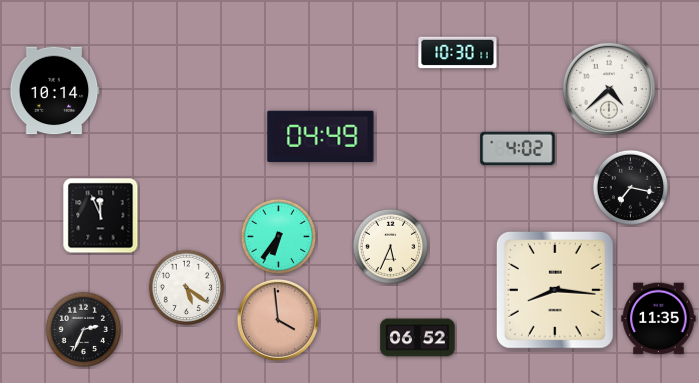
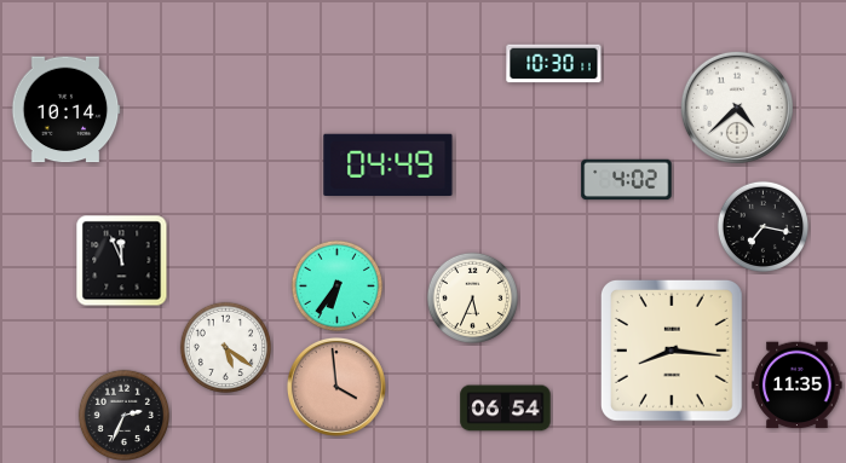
clock at (83, 329) position: (83, 329) -> (123, 415)
clock at (418, 338): 06:52 -> 06:54
